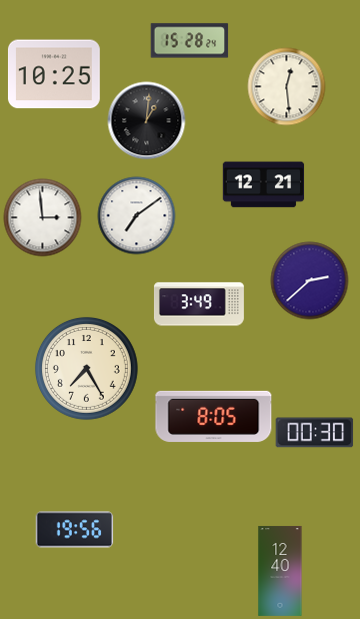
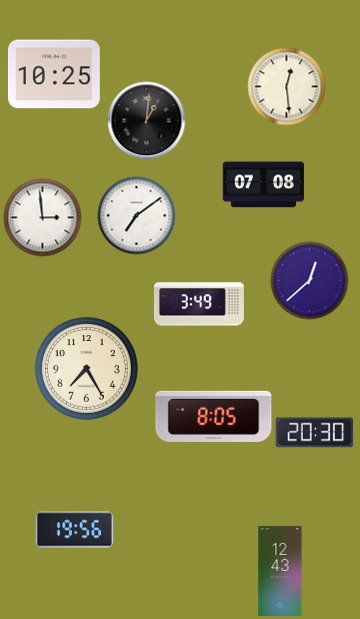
clock at (189, 41): 15:28 -> none
clock at (263, 185): 12:21 -> 07:08
clock at (309, 280): 2:38 -> 12:38
clock at (314, 433): 00:30 -> 20:30
clock at (280, 571): 12:40 -> 12:43
